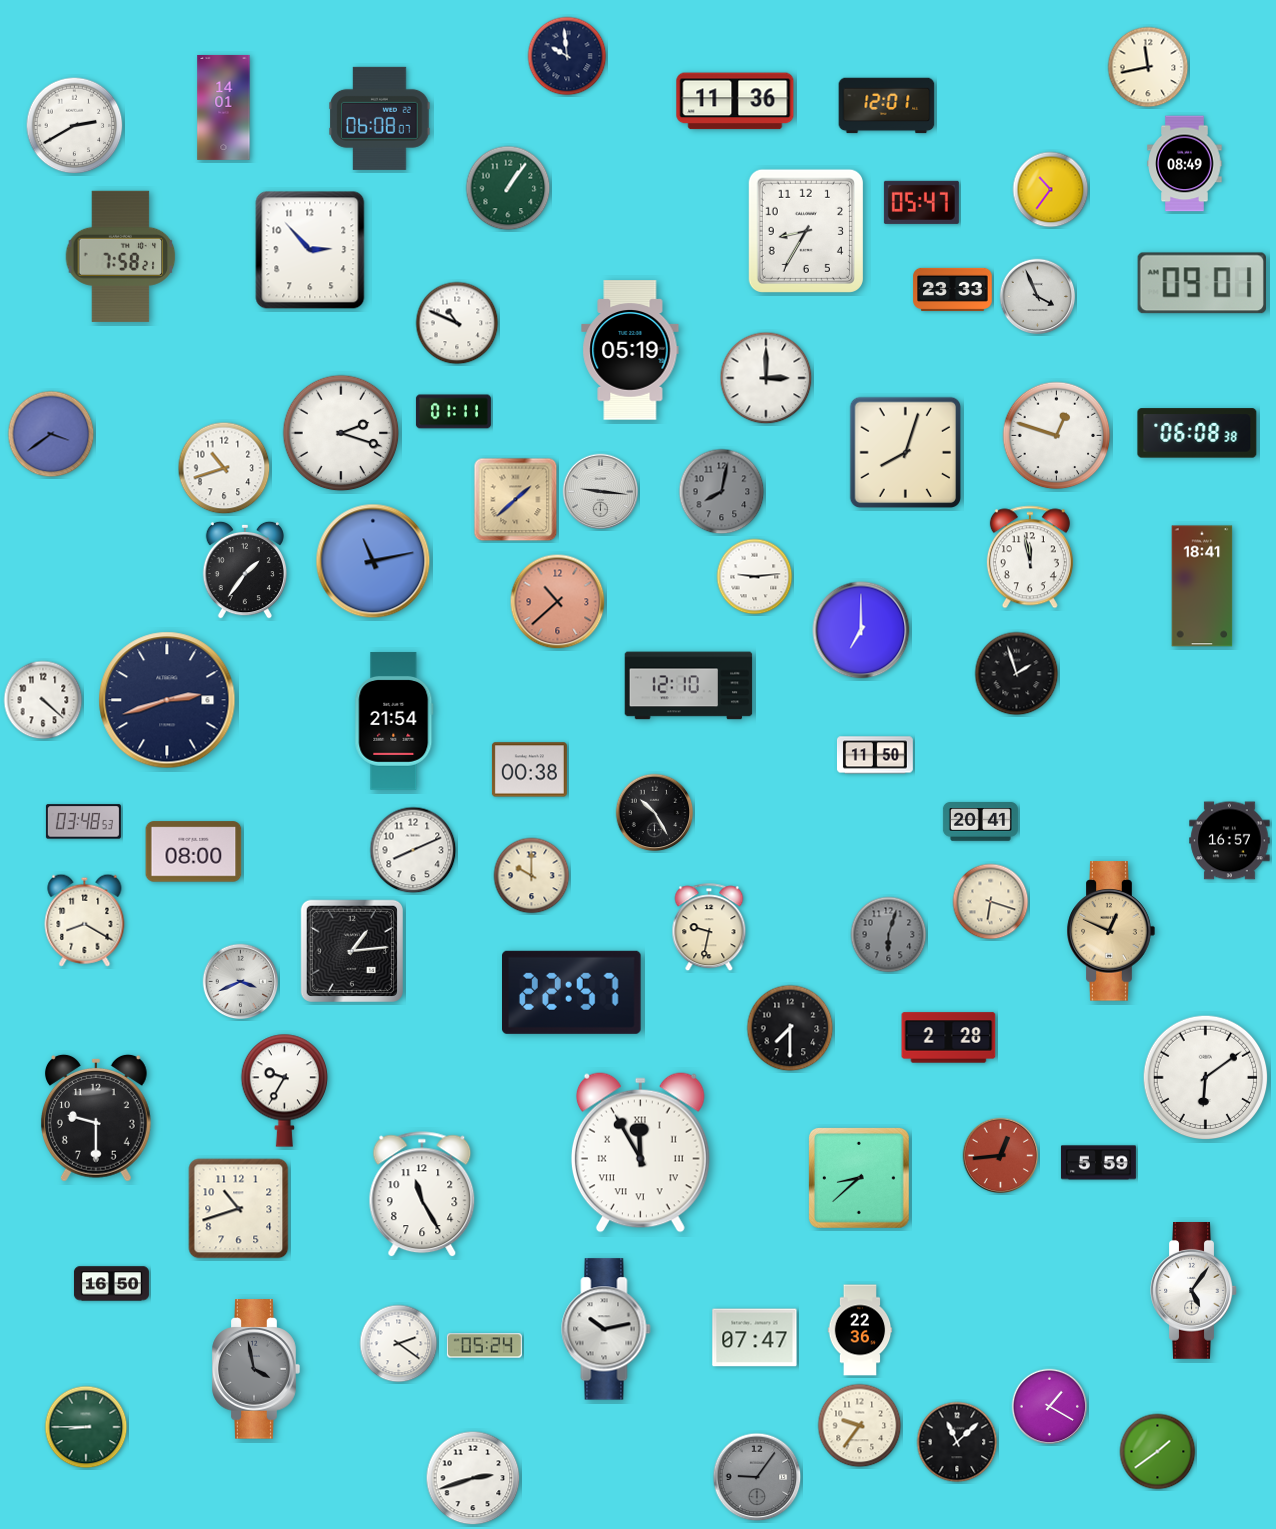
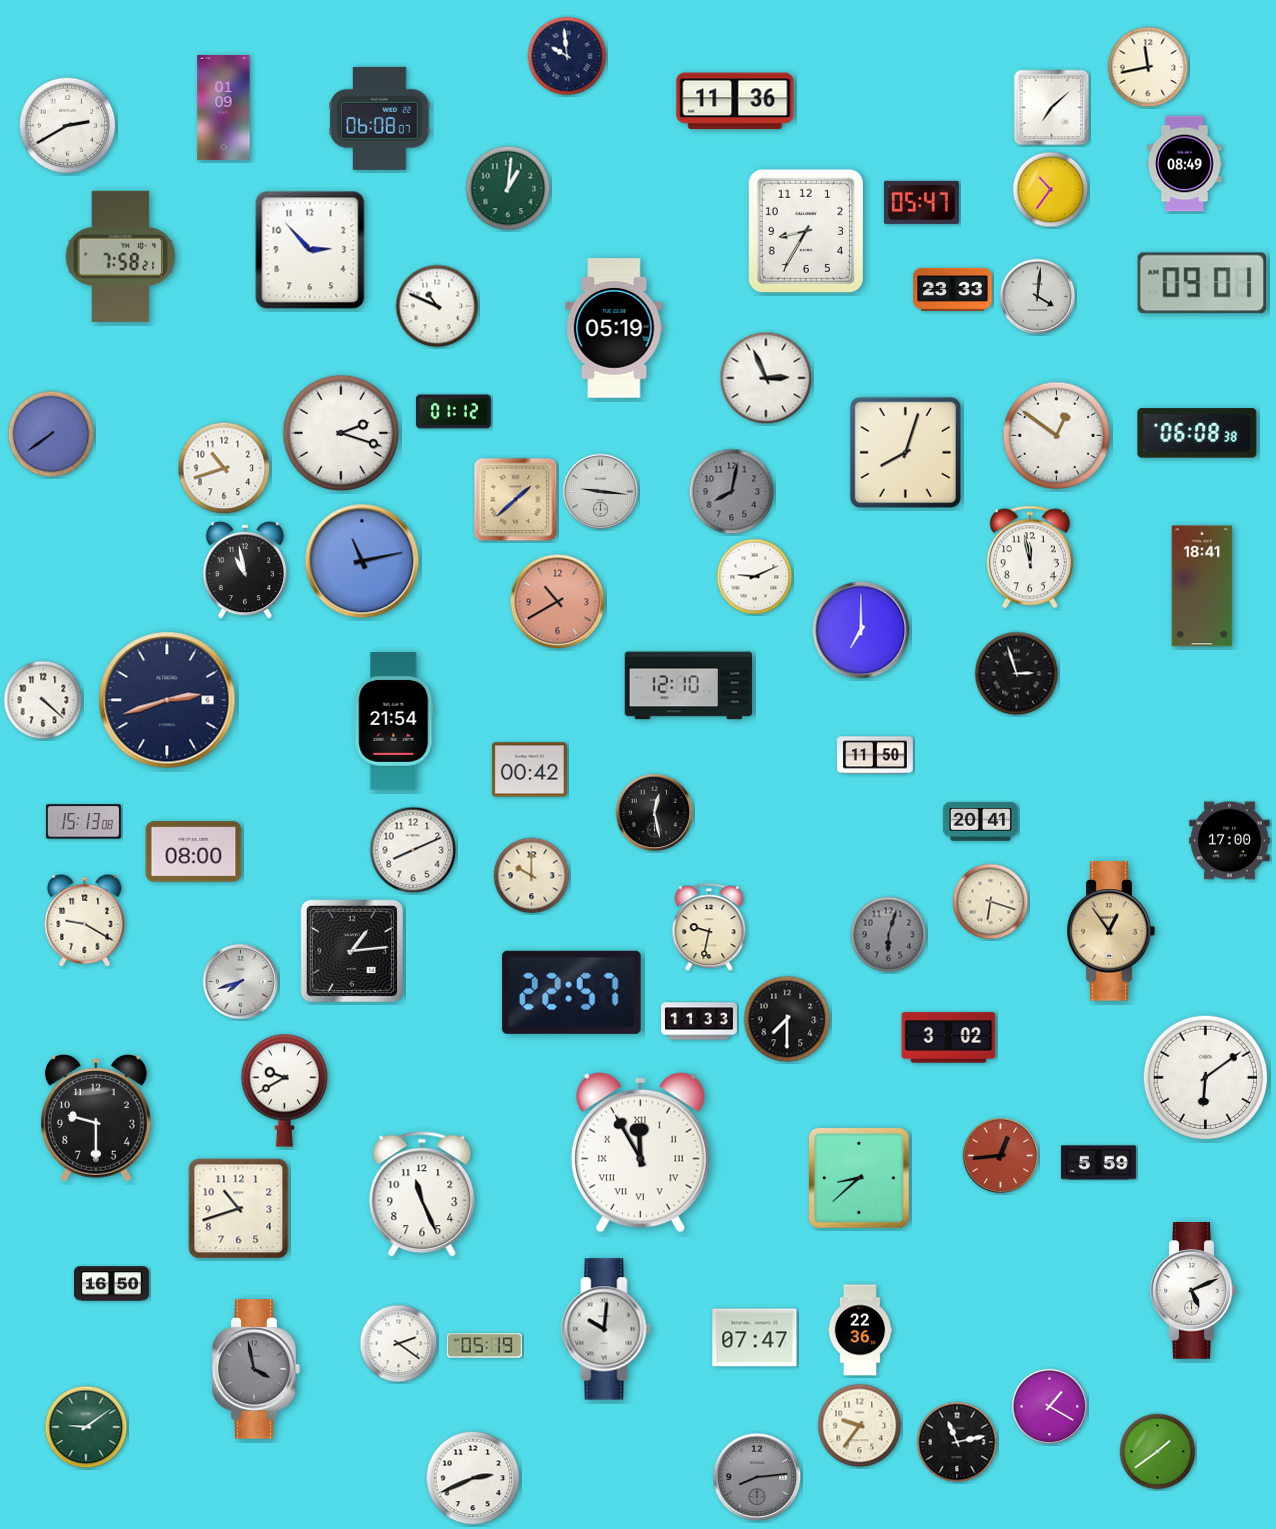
clock at (887, 106): 12:01 -> none
clock at (224, 107): 14:01 -> 01:09
clock at (1052, 108): none -> 7:08
clock at (75, 126) position: (75, 126) -> (68, 126)
clock at (508, 188): 1:06 -> 1:01
clock at (1038, 297): 3:56 -> 4:01
clock at (457, 323) position: (457, 323) -> (437, 306)
clock at (630, 350) position: (630, 350) -> (614, 328)
clock at (766, 378): 3:00 -> 2:56
clock at (453, 412): 01:11 -> 01:12
clock at (51, 434): 3:39 -> 7:39
clock at (1057, 436): 12:48 -> 12:51
clock at (722, 492) position: (722, 492) -> (732, 492)
clock at (373, 561) position: (373, 561) -> (362, 561)
clock at (244, 570): 1:36 -> 10:58
clock at (755, 577): 9:14 -> 9:11
clock at (558, 602): 10:38 -> 10:40
clock at (1017, 674): 1:57 -> 2:57
clock at (529, 770): 00:38 -> 00:42
clock at (655, 813): 10:25 -> 12:28
clock at (83, 822): 03:48 -> 15:13
clock at (1230, 841): 16:57 -> 17:00
clock at (85, 920): 8:20 -> 9:20
clock at (1111, 931): 12:49 -> 12:54
clock at (241, 982): 3:41 -> 7:42
clock at (700, 1021): none -> 11:33
clock at (790, 1028) position: (790, 1028) -> (787, 1019)
clock at (949, 1038): 2:28 -> 3:02
clock at (285, 1090): 9:35 -> 9:40
clock at (422, 1195): 11:25 -> 11:26
clock at (1194, 1291): 5:06 -> 5:11
clock at (606, 1329): 10:13 -> 10:01
clock at (484, 1346): 05:24 -> 05:19
clock at (86, 1427): 8:45 -> 9:09
clock at (957, 1442): 11:08 -> 11:13
clock at (757, 1477): 9:06 -> 8:14
clock at (473, 1478): 2:42 -> 2:41
